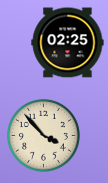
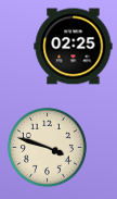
clock at (43, 135): 3:53 -> 3:48
